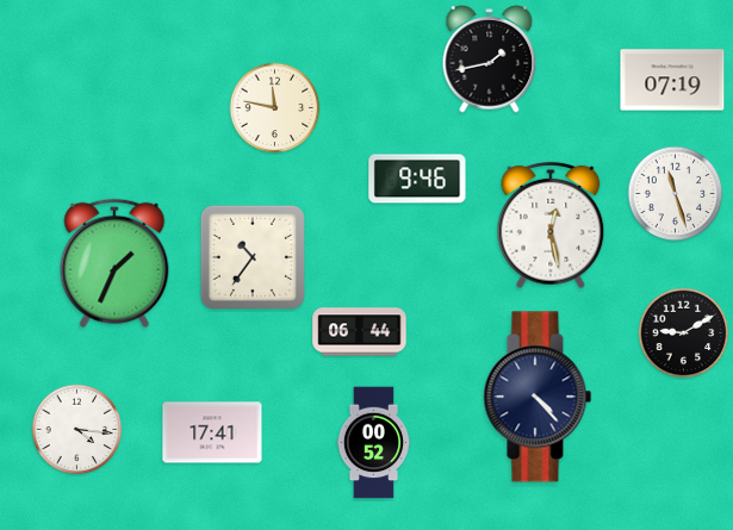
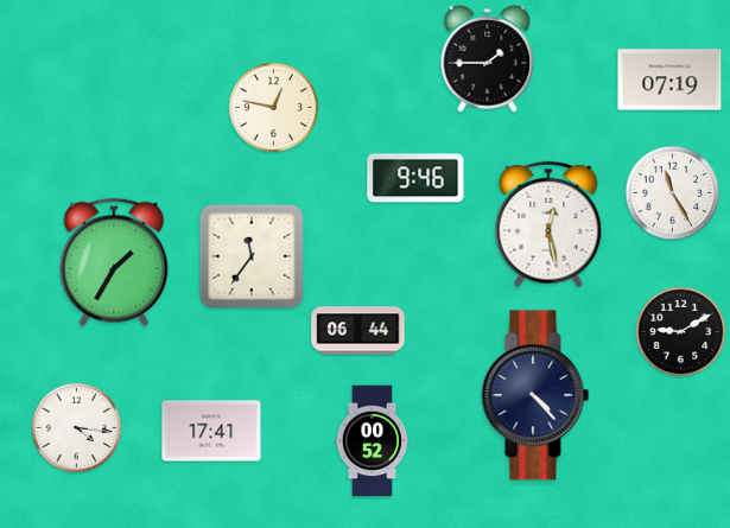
clock at (490, 60): 1:43 -> 1:45
clock at (275, 108): 11:47 -> 12:47
clock at (676, 194): 11:27 -> 11:25
clock at (253, 257): 10:36 -> 11:36
clock at (114, 263): 1:34 -> 1:35
